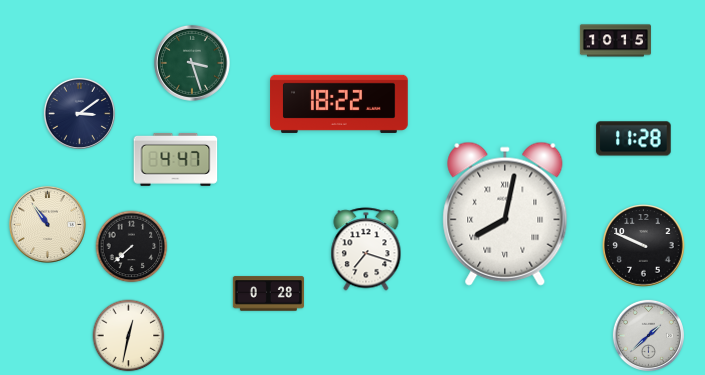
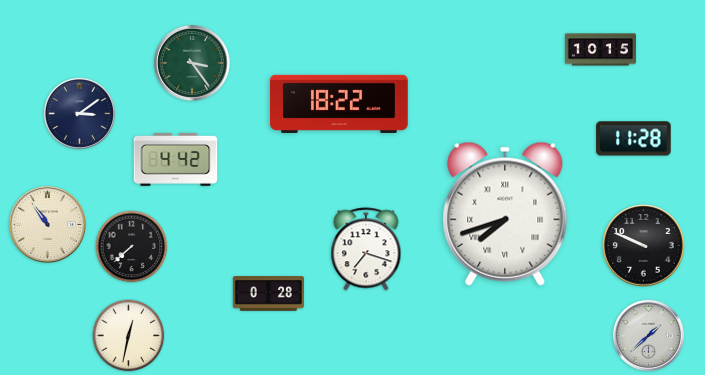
clock at (615, 41) position: (615, 41) -> (600, 50)
clock at (192, 63): 3:27 -> 3:24
clock at (176, 159): 4:47 -> 4:42
clock at (505, 214): 8:02 -> 7:42
